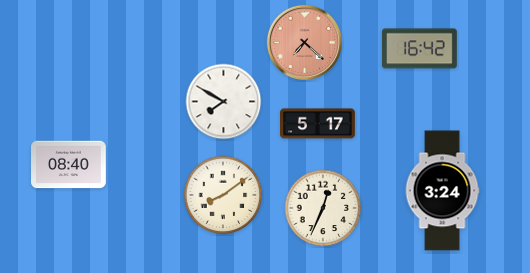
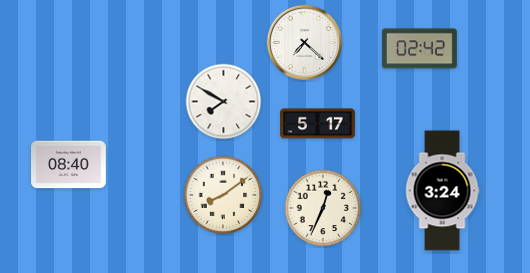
clock at (304, 42) dial: salmon -> white
clock at (419, 49): 16:42 -> 02:42
